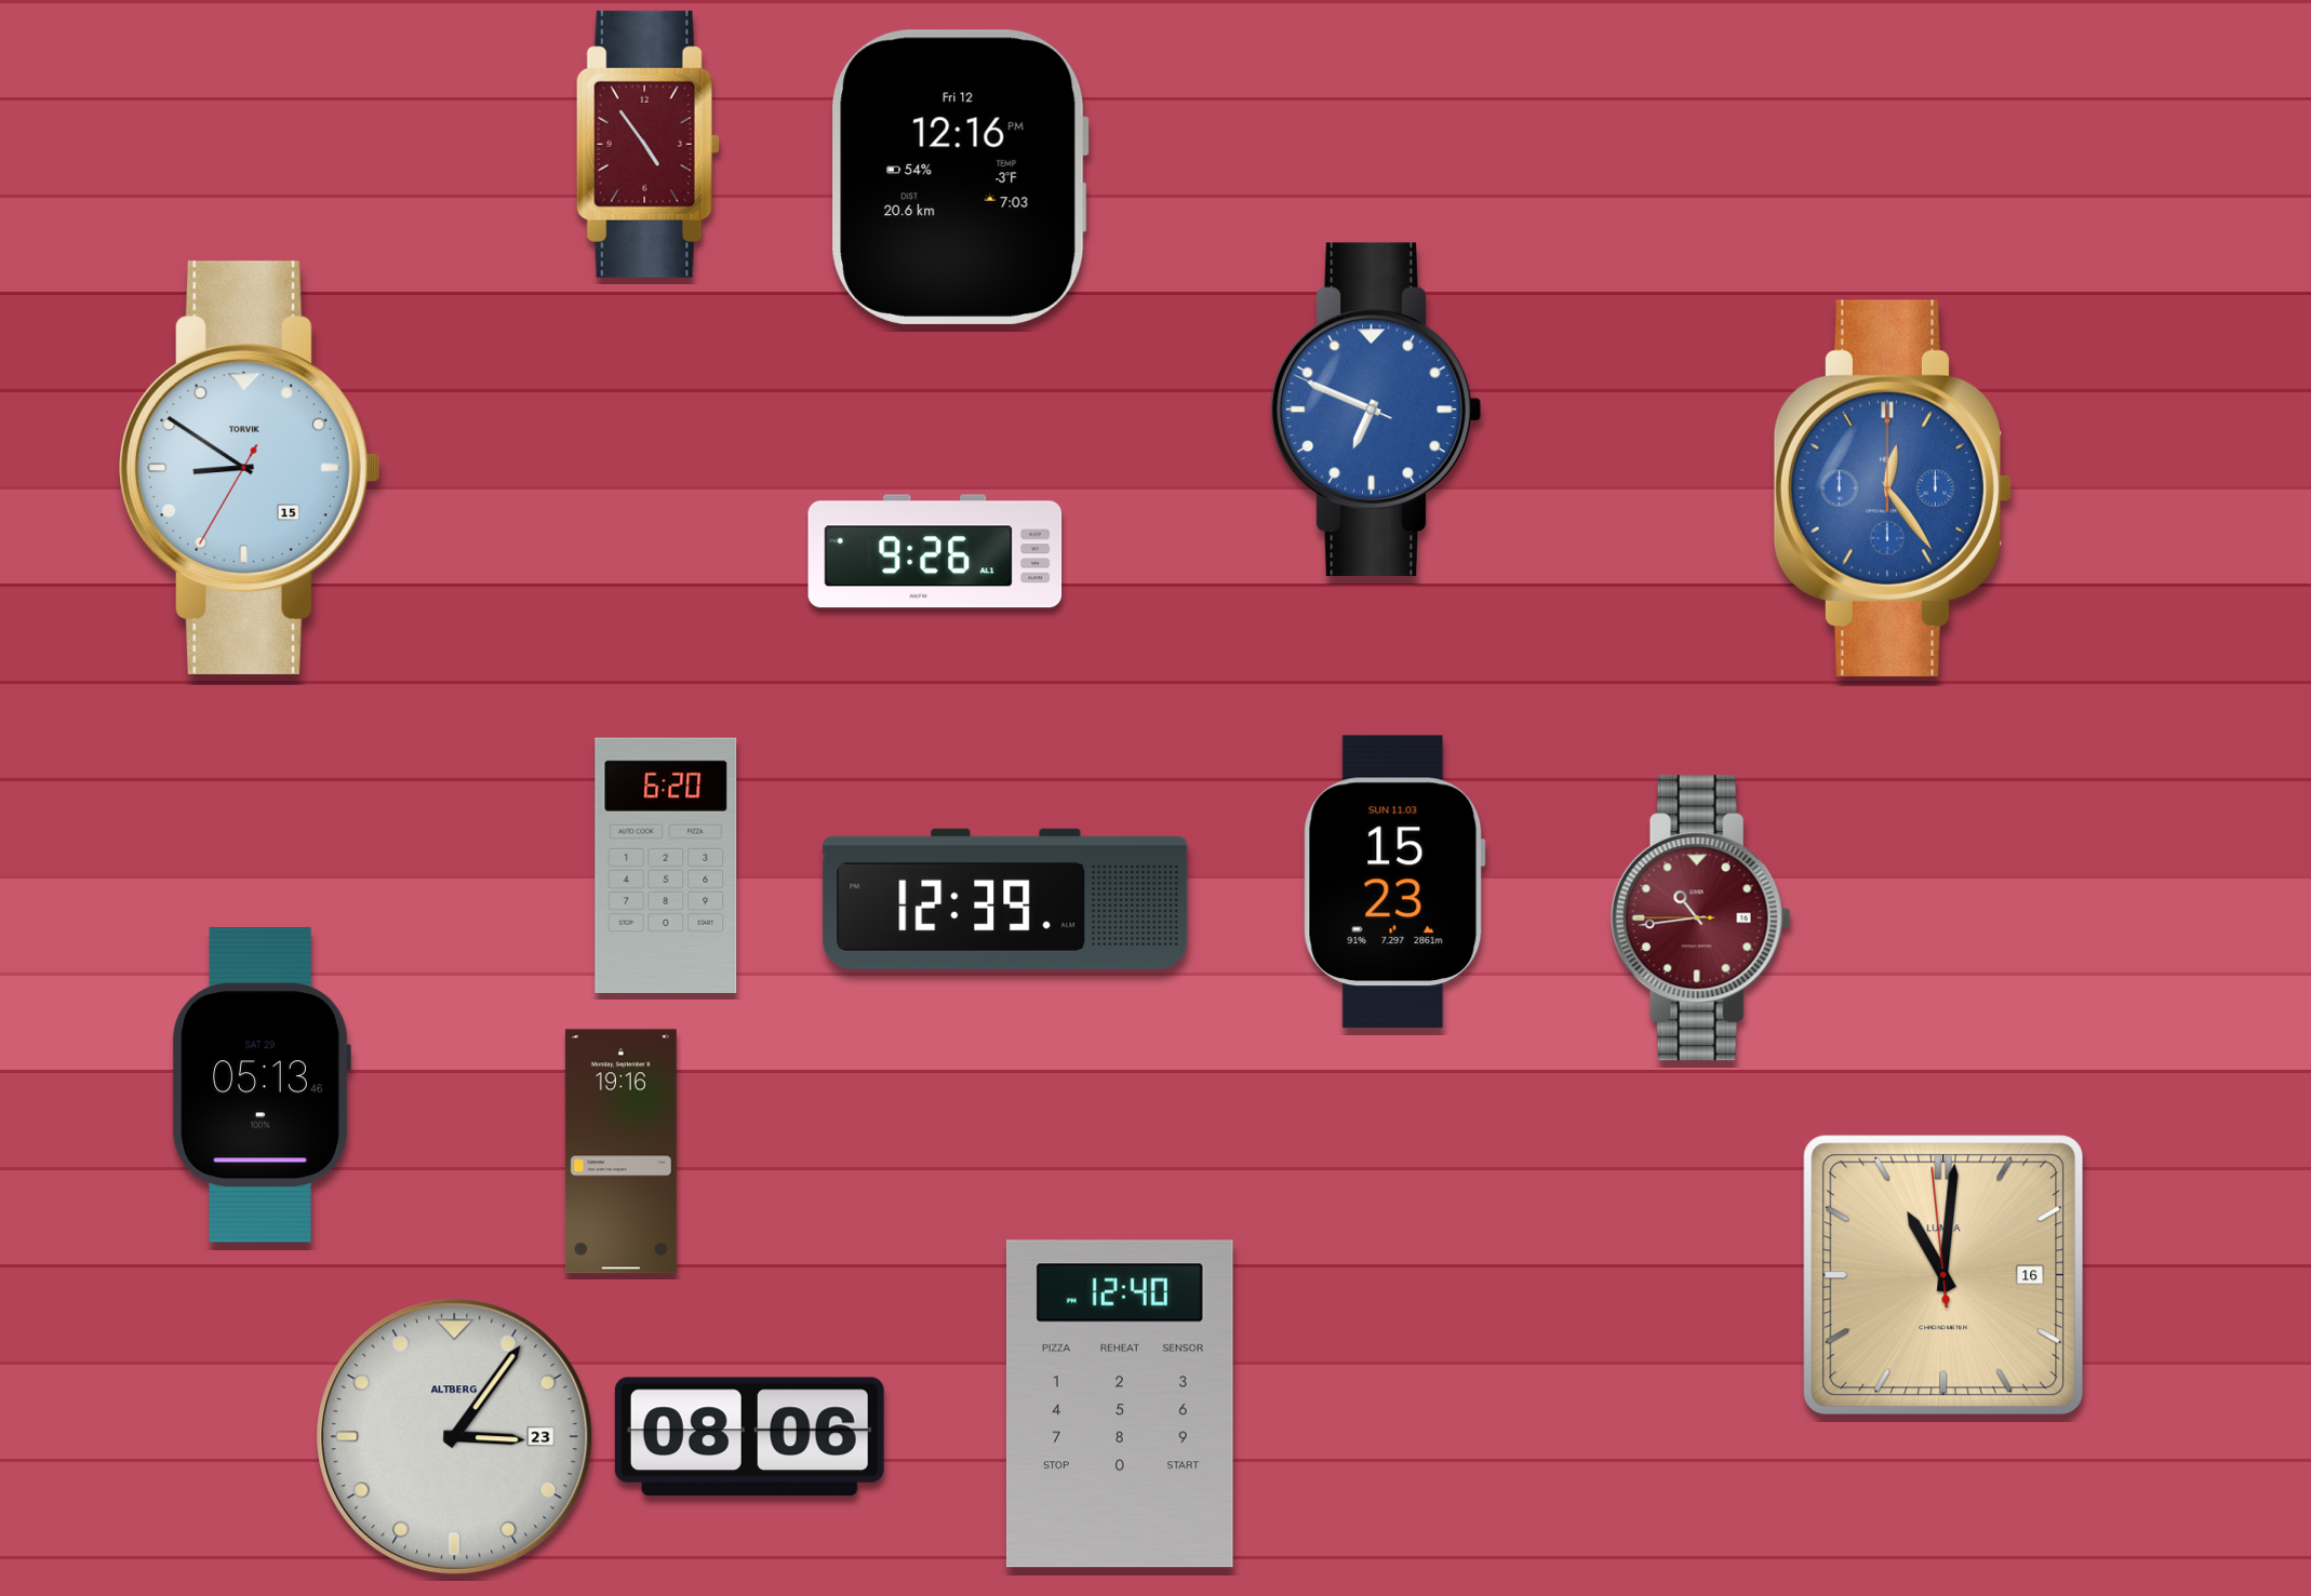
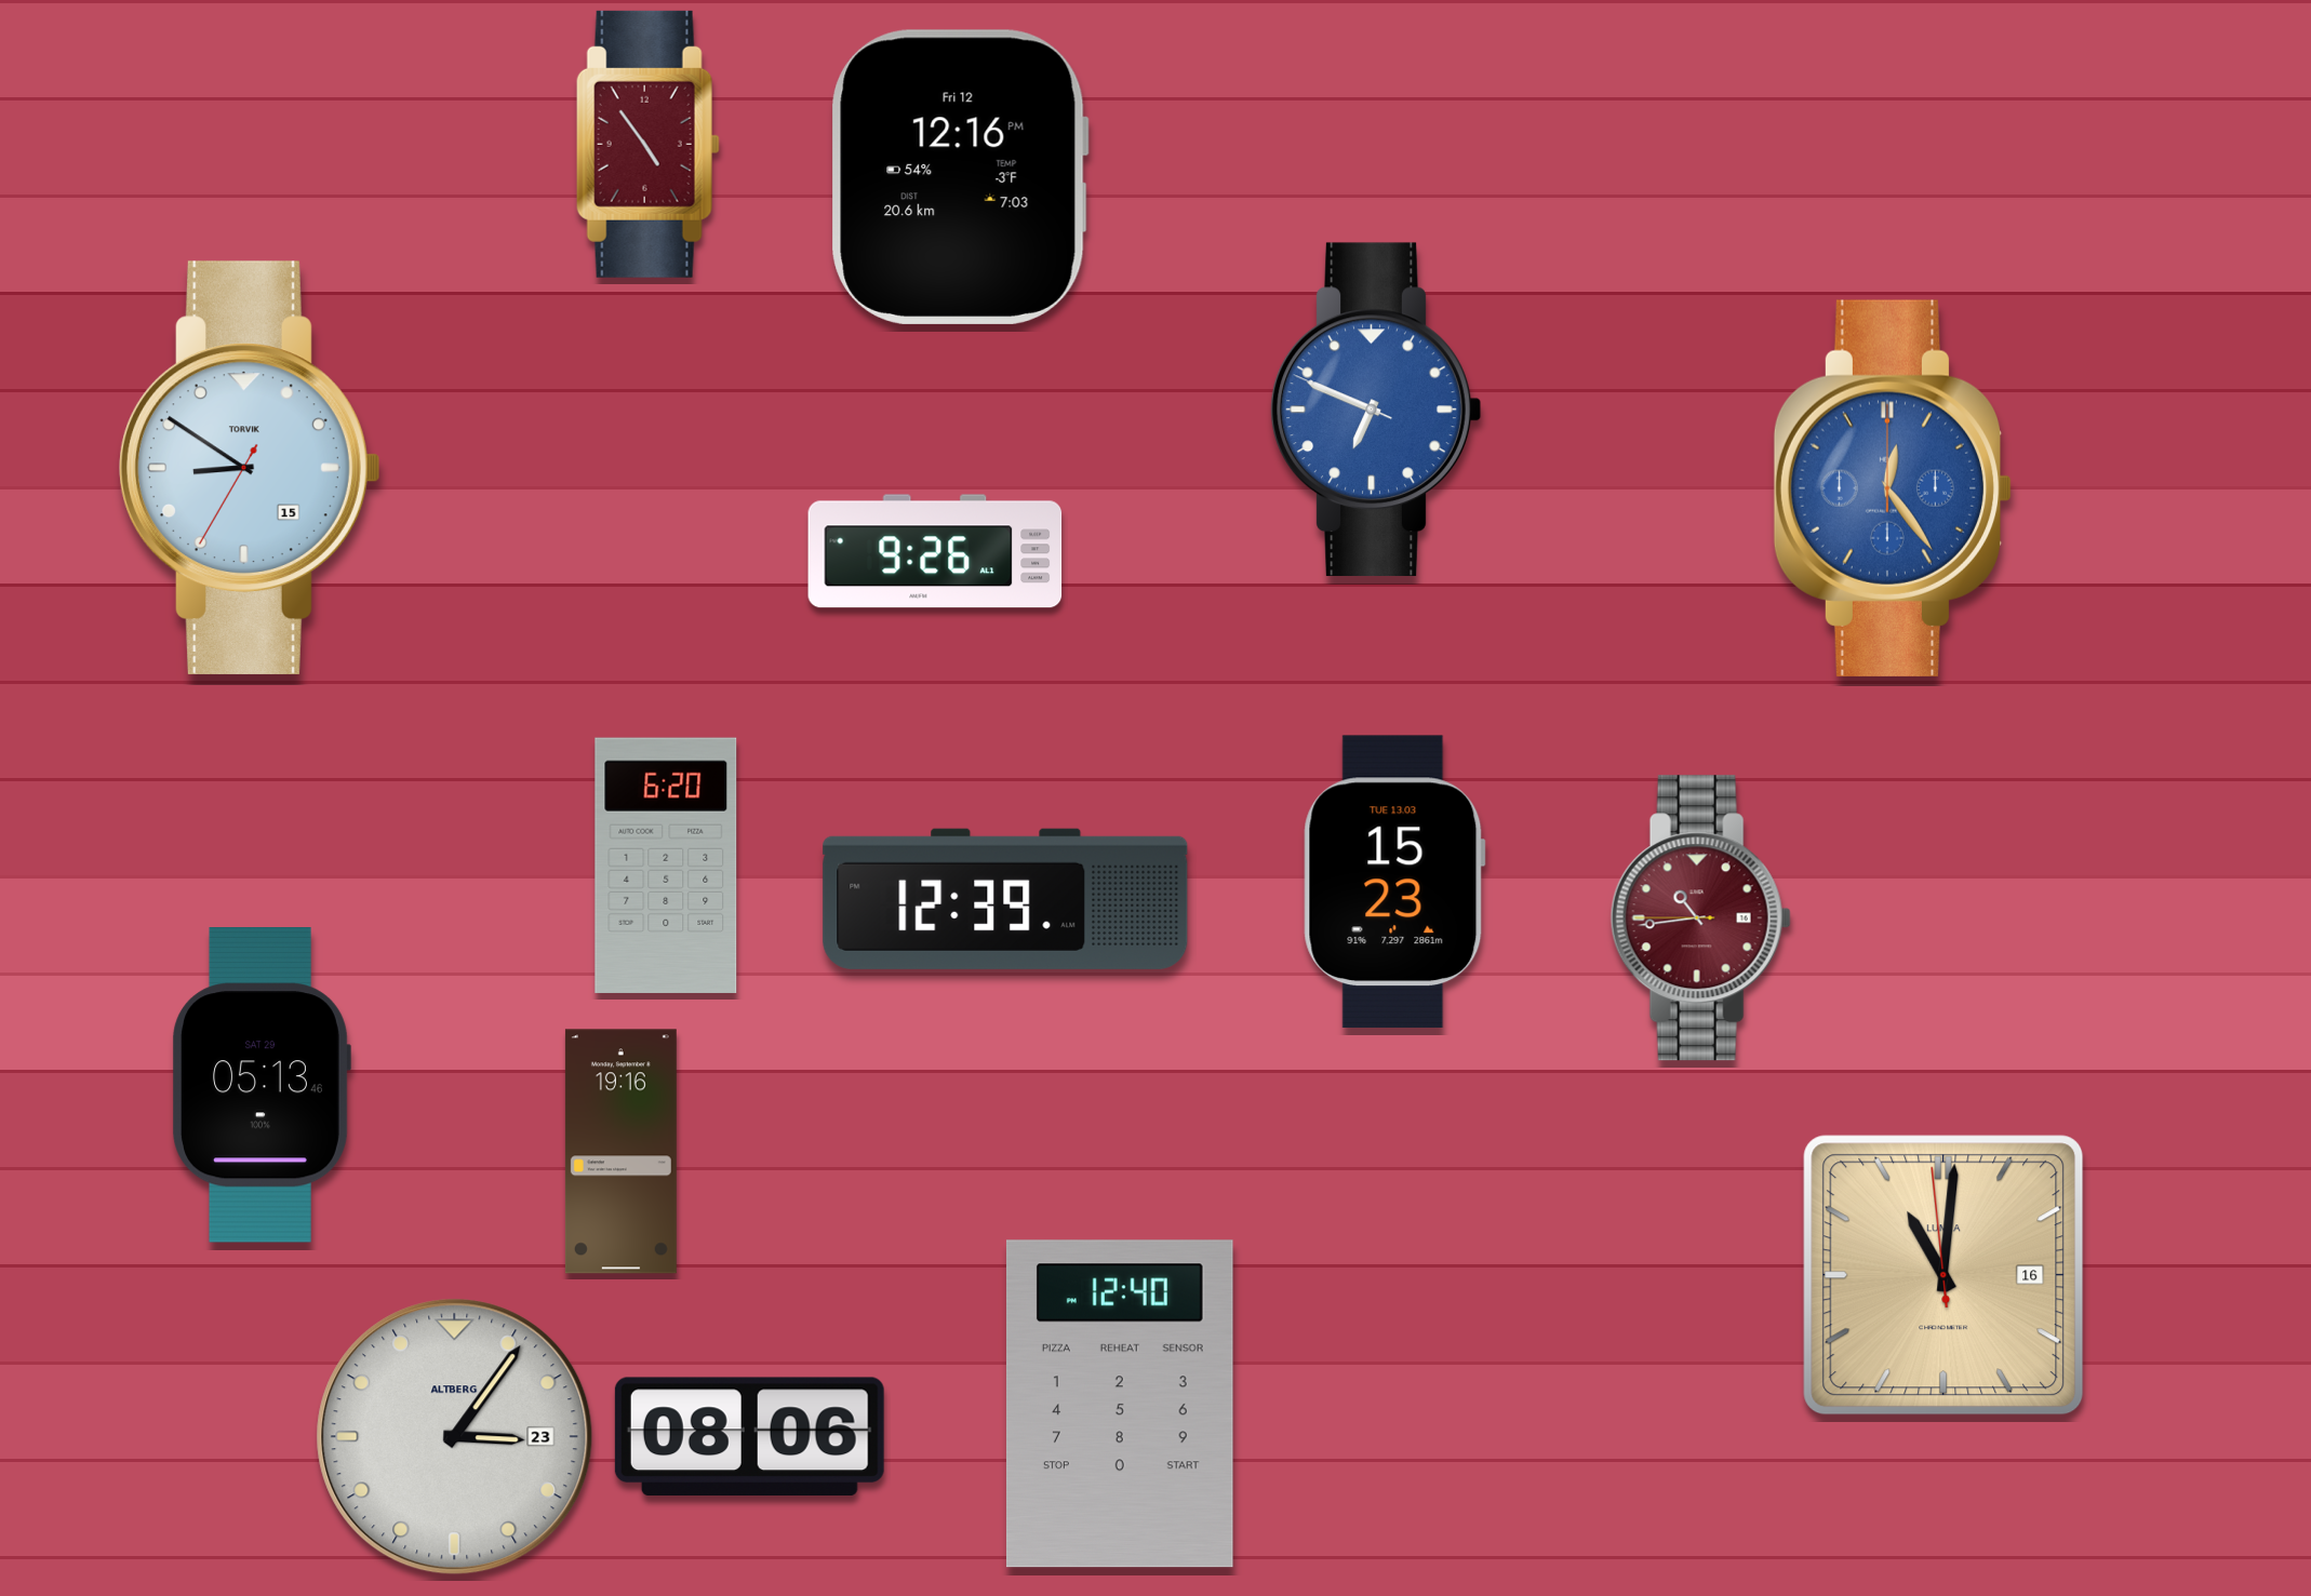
clock at (1394, 882) date: SUN 11.03 -> TUE 13.03
